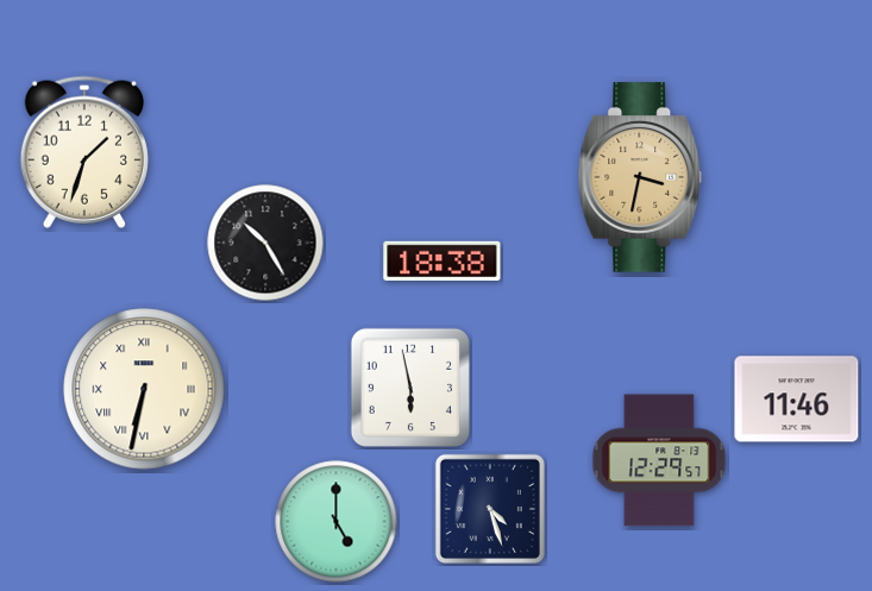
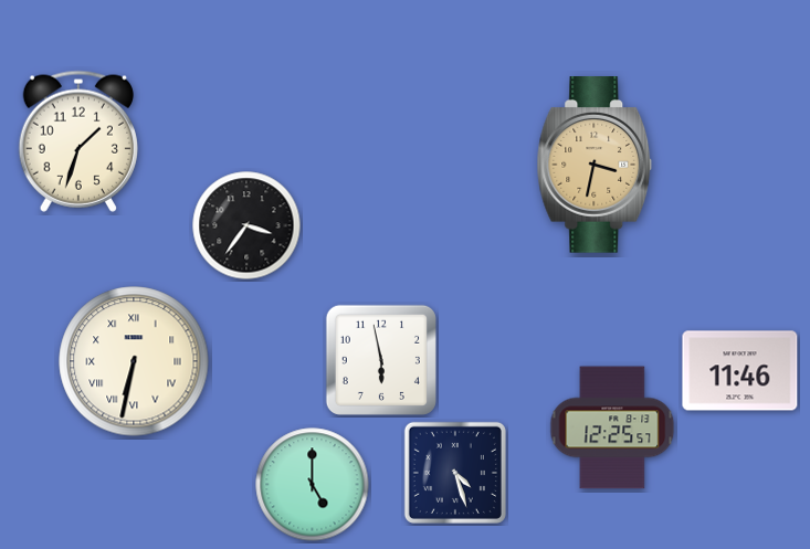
clock at (265, 243): 10:25 -> 3:36
clock at (443, 260): 18:38 -> none
clock at (659, 460): 12:29 -> 12:25
